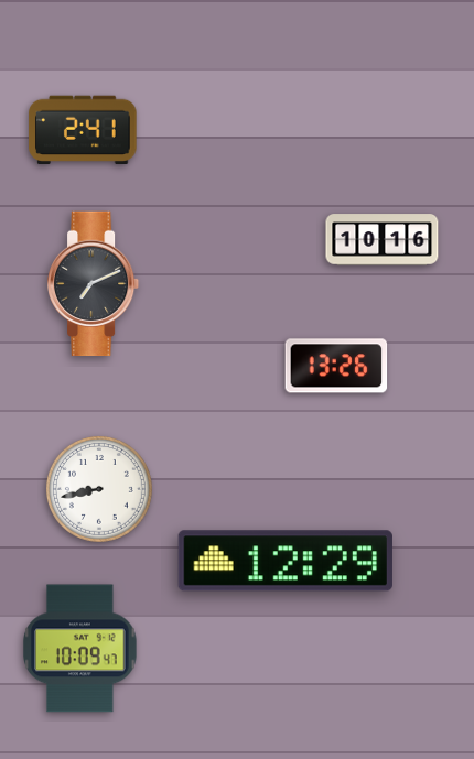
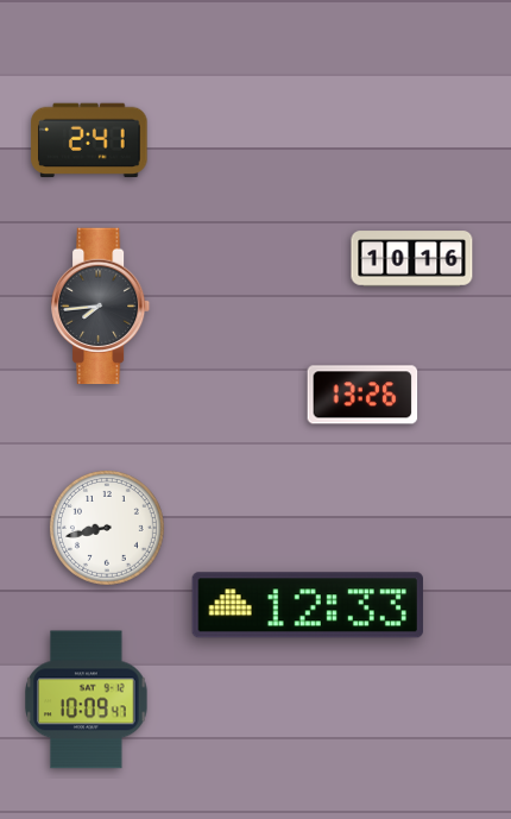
clock at (95, 284): 7:11 -> 7:44
clock at (286, 561): 12:29 -> 12:33
